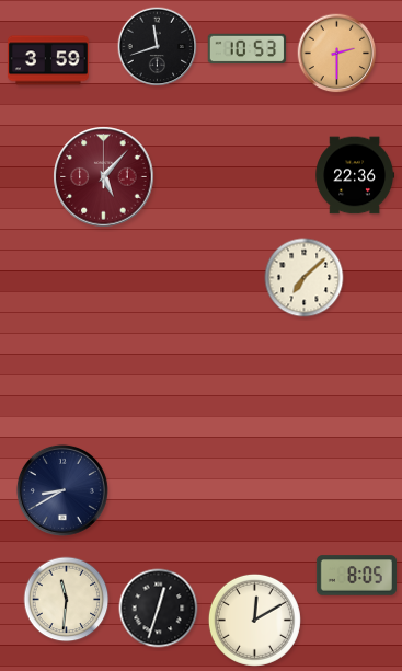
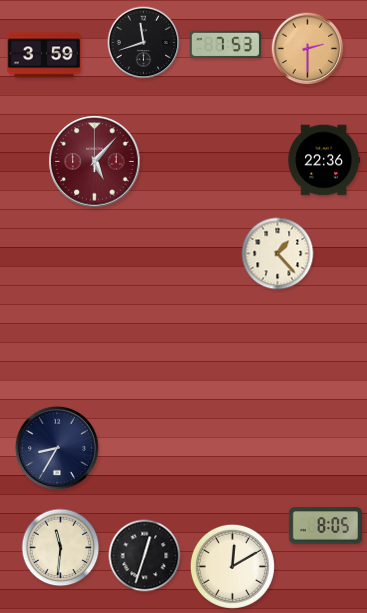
clock at (248, 49): 10:53 -> 7:53
clock at (305, 278): 7:08 -> 1:23
clock at (62, 490): 8:40 -> 8:35
